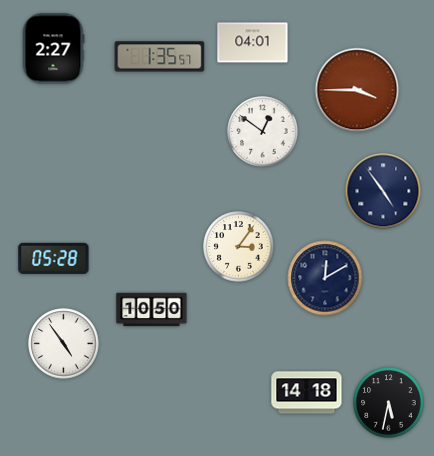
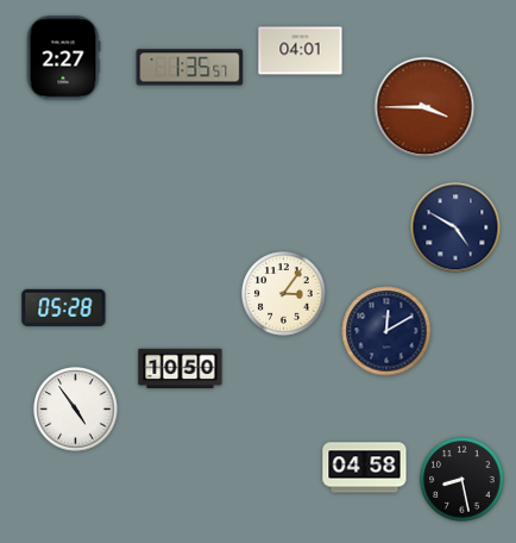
clock at (263, 132): 12:51 -> none
clock at (383, 191): 4:54 -> 4:50
clock at (307, 393): 14:18 -> 04:58
clock at (389, 403): 5:32 -> 8:28
